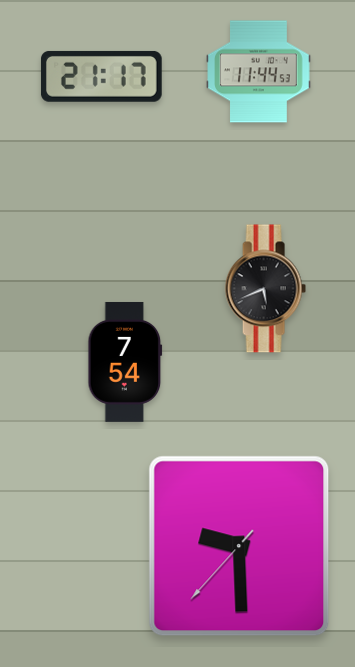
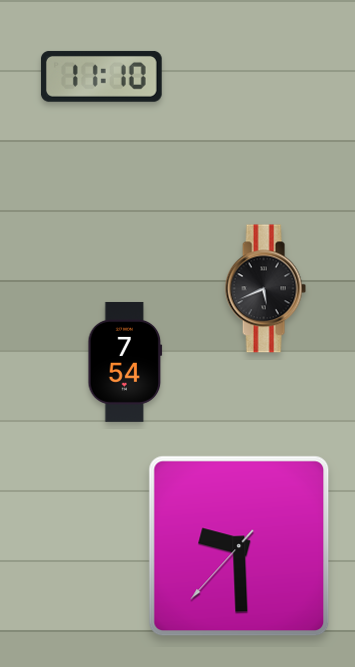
clock at (259, 72): 11:44 -> none
clock at (101, 76): 21:17 -> 11:10
